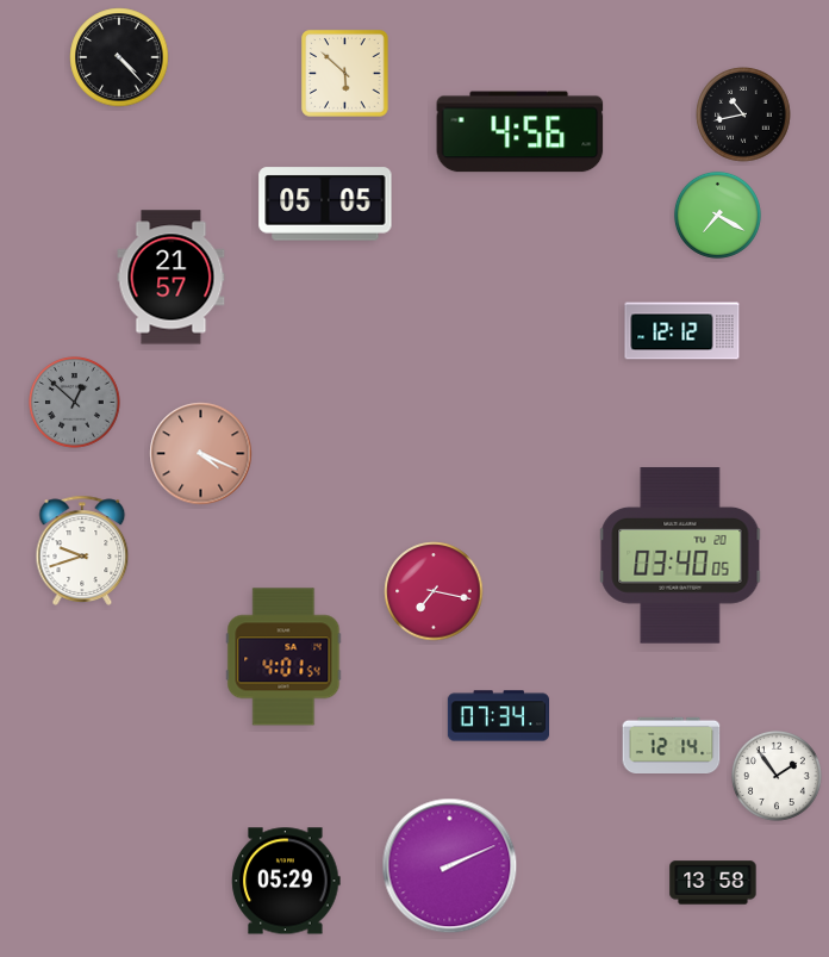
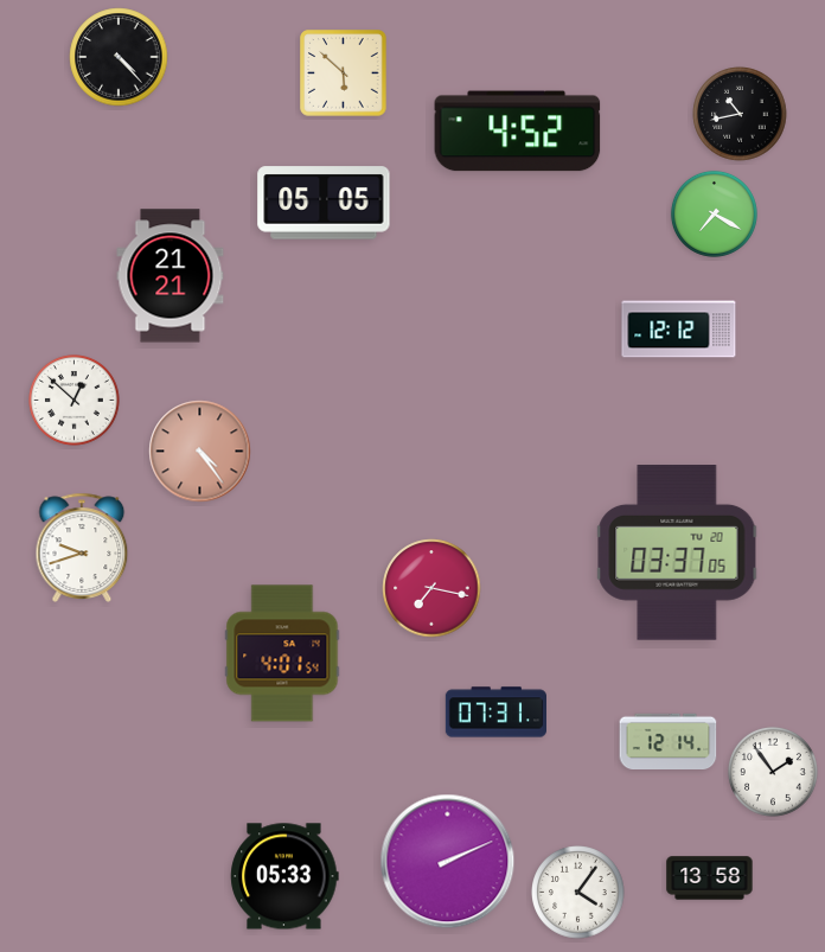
clock at (521, 132): 4:56 -> 4:52
clock at (172, 278): 21:57 -> 21:21
clock at (75, 403) dial: grey -> white
clock at (201, 454): 4:19 -> 4:24
clock at (680, 555): 03:40 -> 03:37
clock at (498, 716): 07:34 -> 07:31
clock at (286, 881): 05:29 -> 05:33
clock at (578, 893): none -> 4:06
